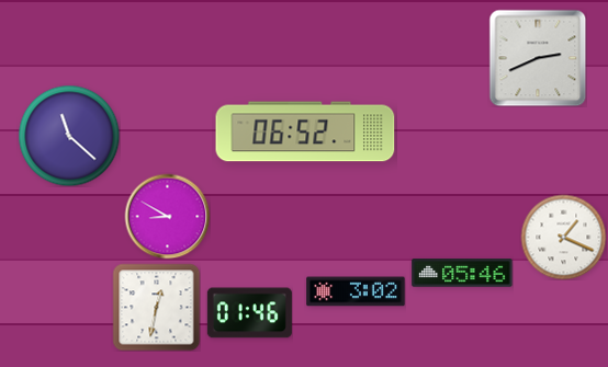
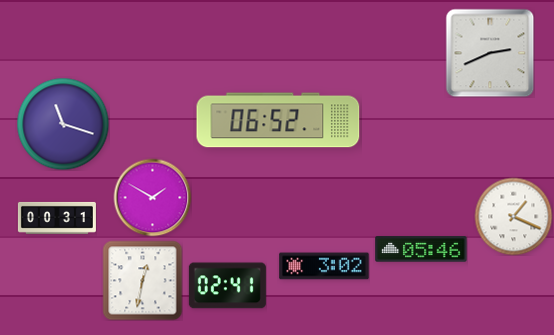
clock at (69, 136): 11:22 -> 11:18
clock at (167, 216): 8:50 -> 1:50
clock at (57, 218): none -> 00:31
clock at (249, 313): 01:46 -> 02:41
